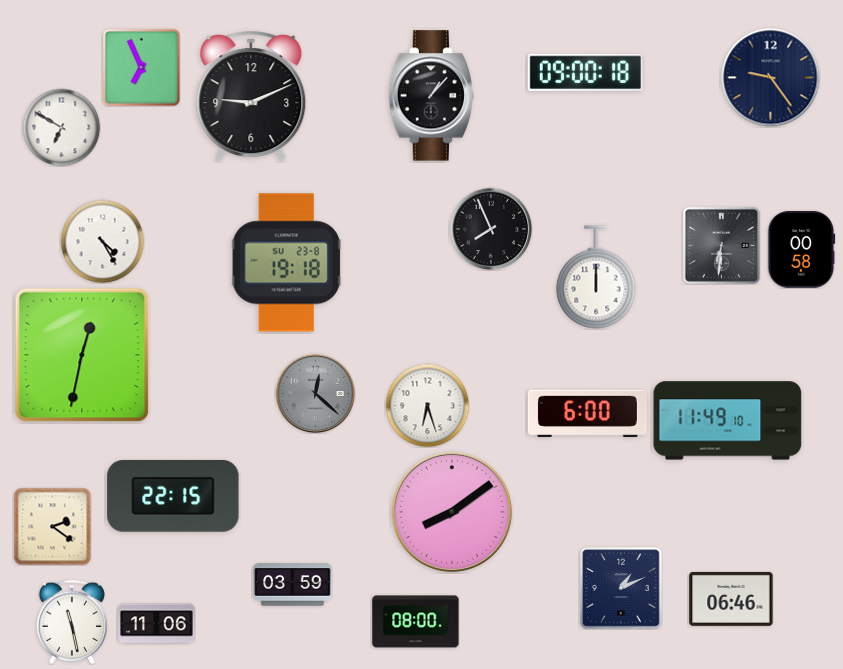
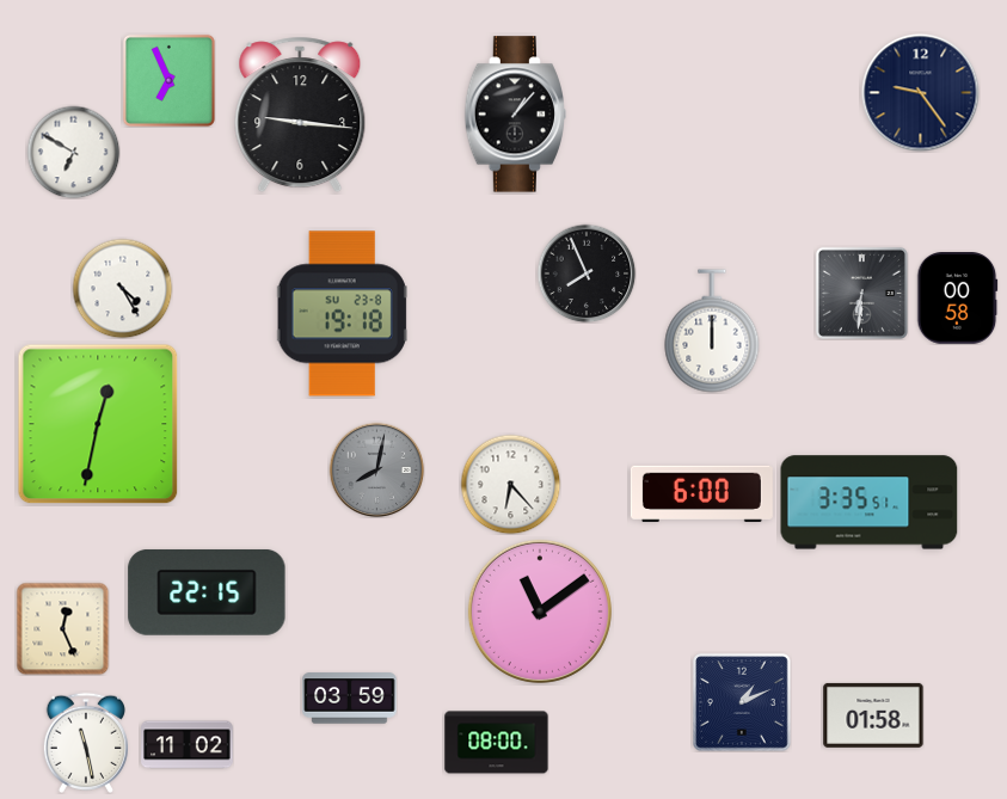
clock at (585, 72): 09:00 -> none
clock at (251, 96): 9:11 -> 9:16
clock at (315, 393): 12:22 -> 8:02
clock at (427, 405): 6:27 -> 6:23
clock at (728, 421): 11:49 -> 3:35
clock at (452, 512): 8:09 -> 11:09
clock at (52, 526): 2:21 -> 12:26
clock at (731, 599): 06:46 -> 01:58
clock at (157, 624): 11:06 -> 11:02
